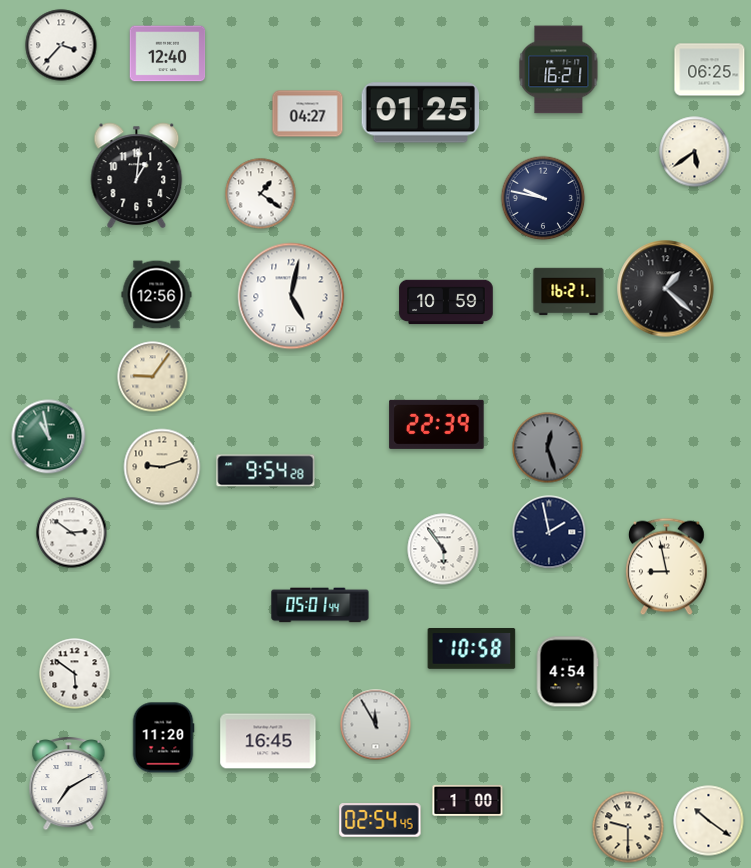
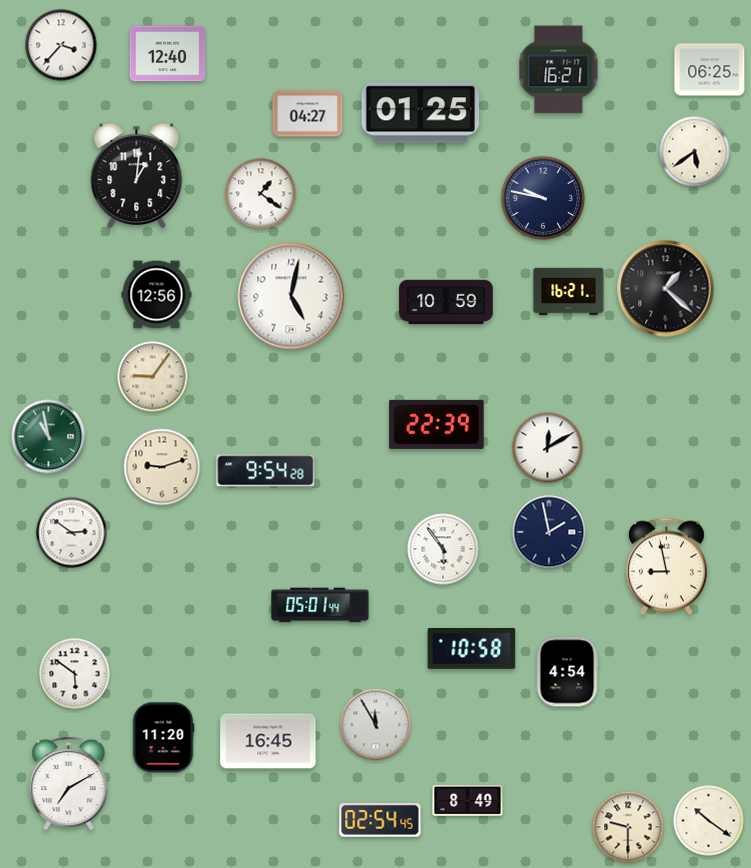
clock at (548, 448): 12:27 -> 12:10
clock at (548, 448) dial: grey -> white
clock at (468, 800): 1:00 -> 8:49
